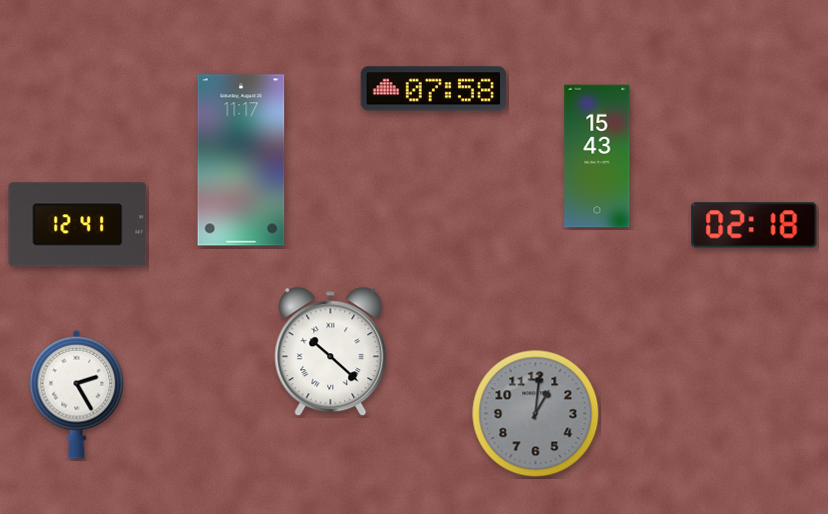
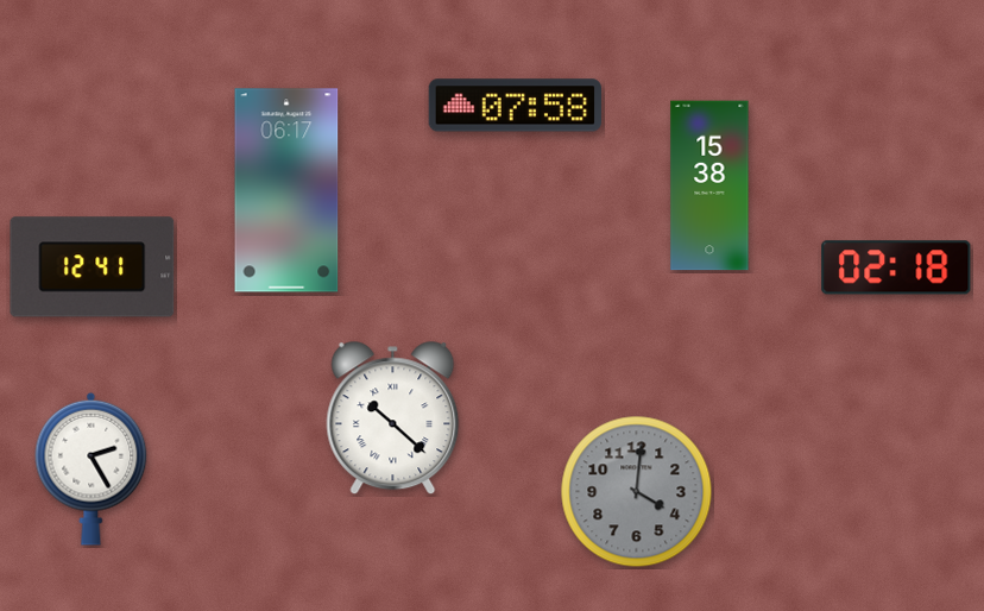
clock at (597, 156): 15:43 -> 15:38
clock at (241, 160): 11:17 -> 06:17
clock at (536, 414): 1:01 -> 4:01
